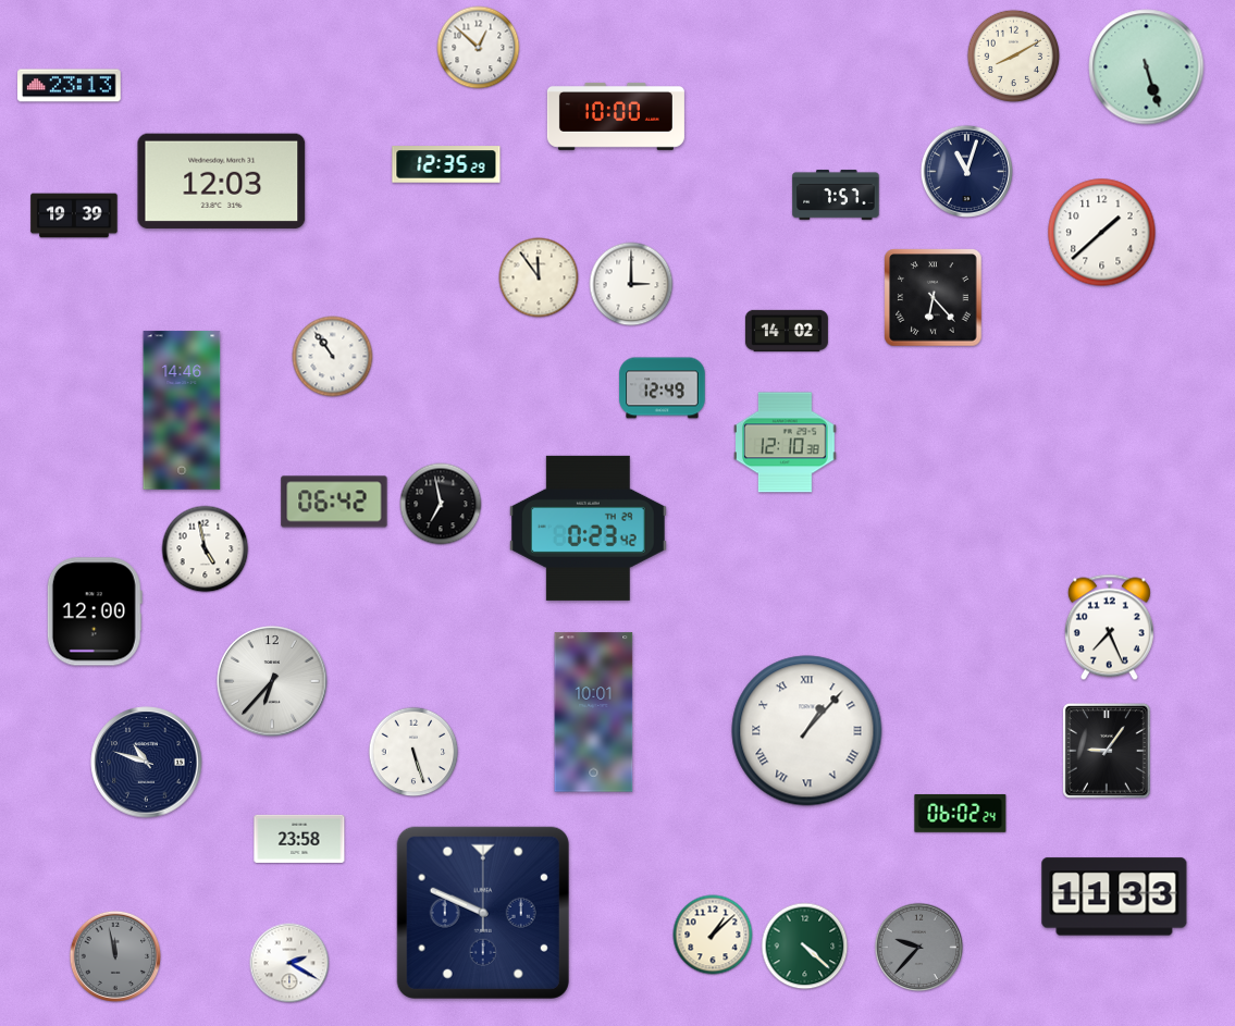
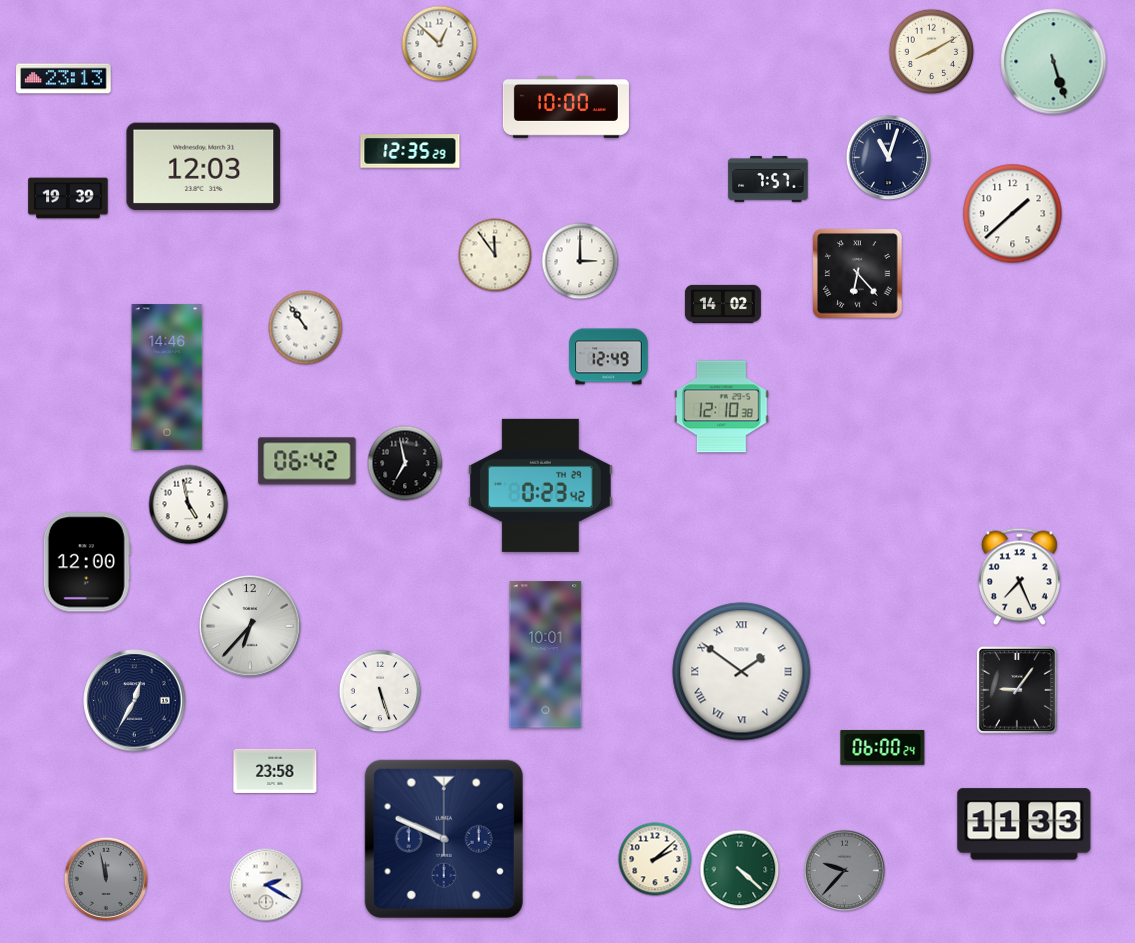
clock at (807, 731): 1:07 -> 1:51
clock at (147, 763): 10:48 -> 12:35
clock at (961, 813): 06:02 -> 06:00
clock at (713, 935): 1:08 -> 2:08
